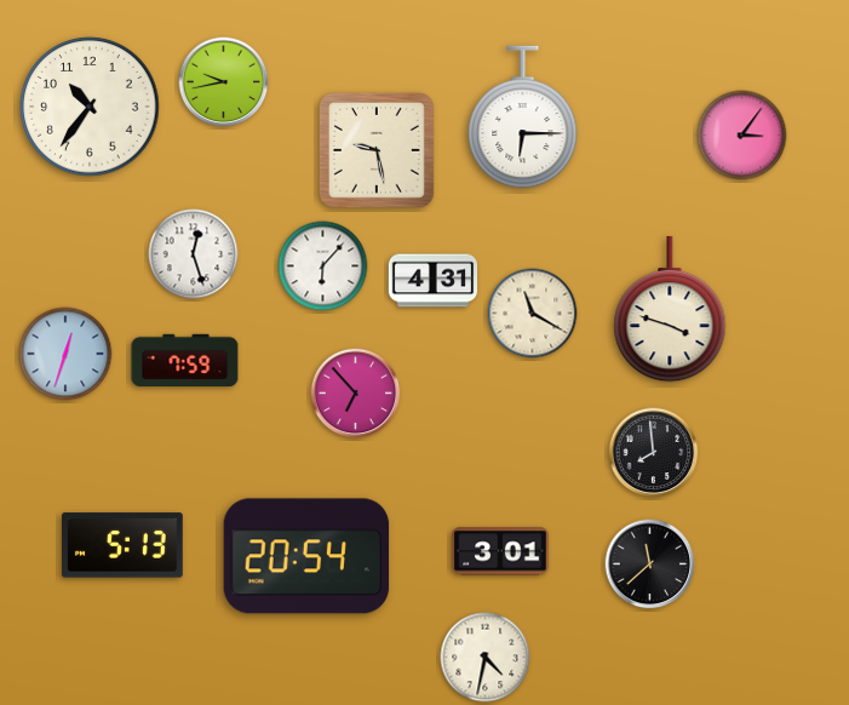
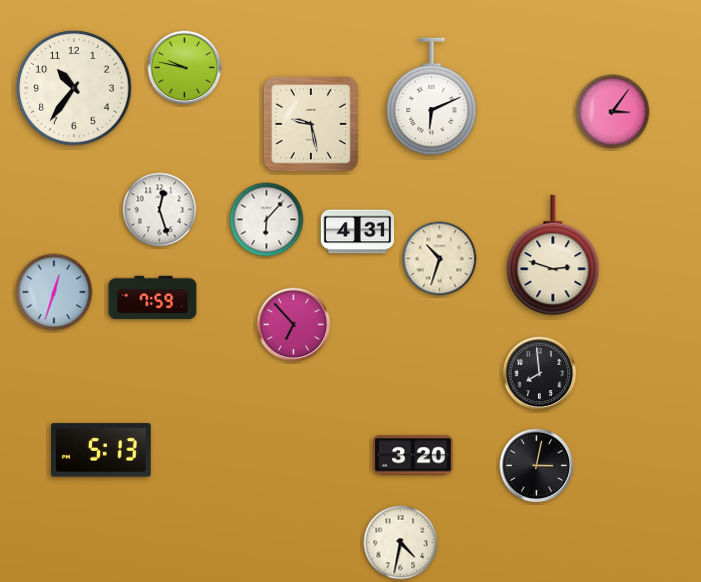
clock at (224, 82): 9:43 -> 9:47
clock at (523, 117): 6:15 -> 6:11
clock at (670, 309): 3:48 -> 2:48
clock at (533, 314): 11:20 -> 10:33
clock at (500, 551): 3:01 -> 3:20
clock at (306, 556): 20:54 -> none
clock at (650, 564): 11:38 -> 3:02
